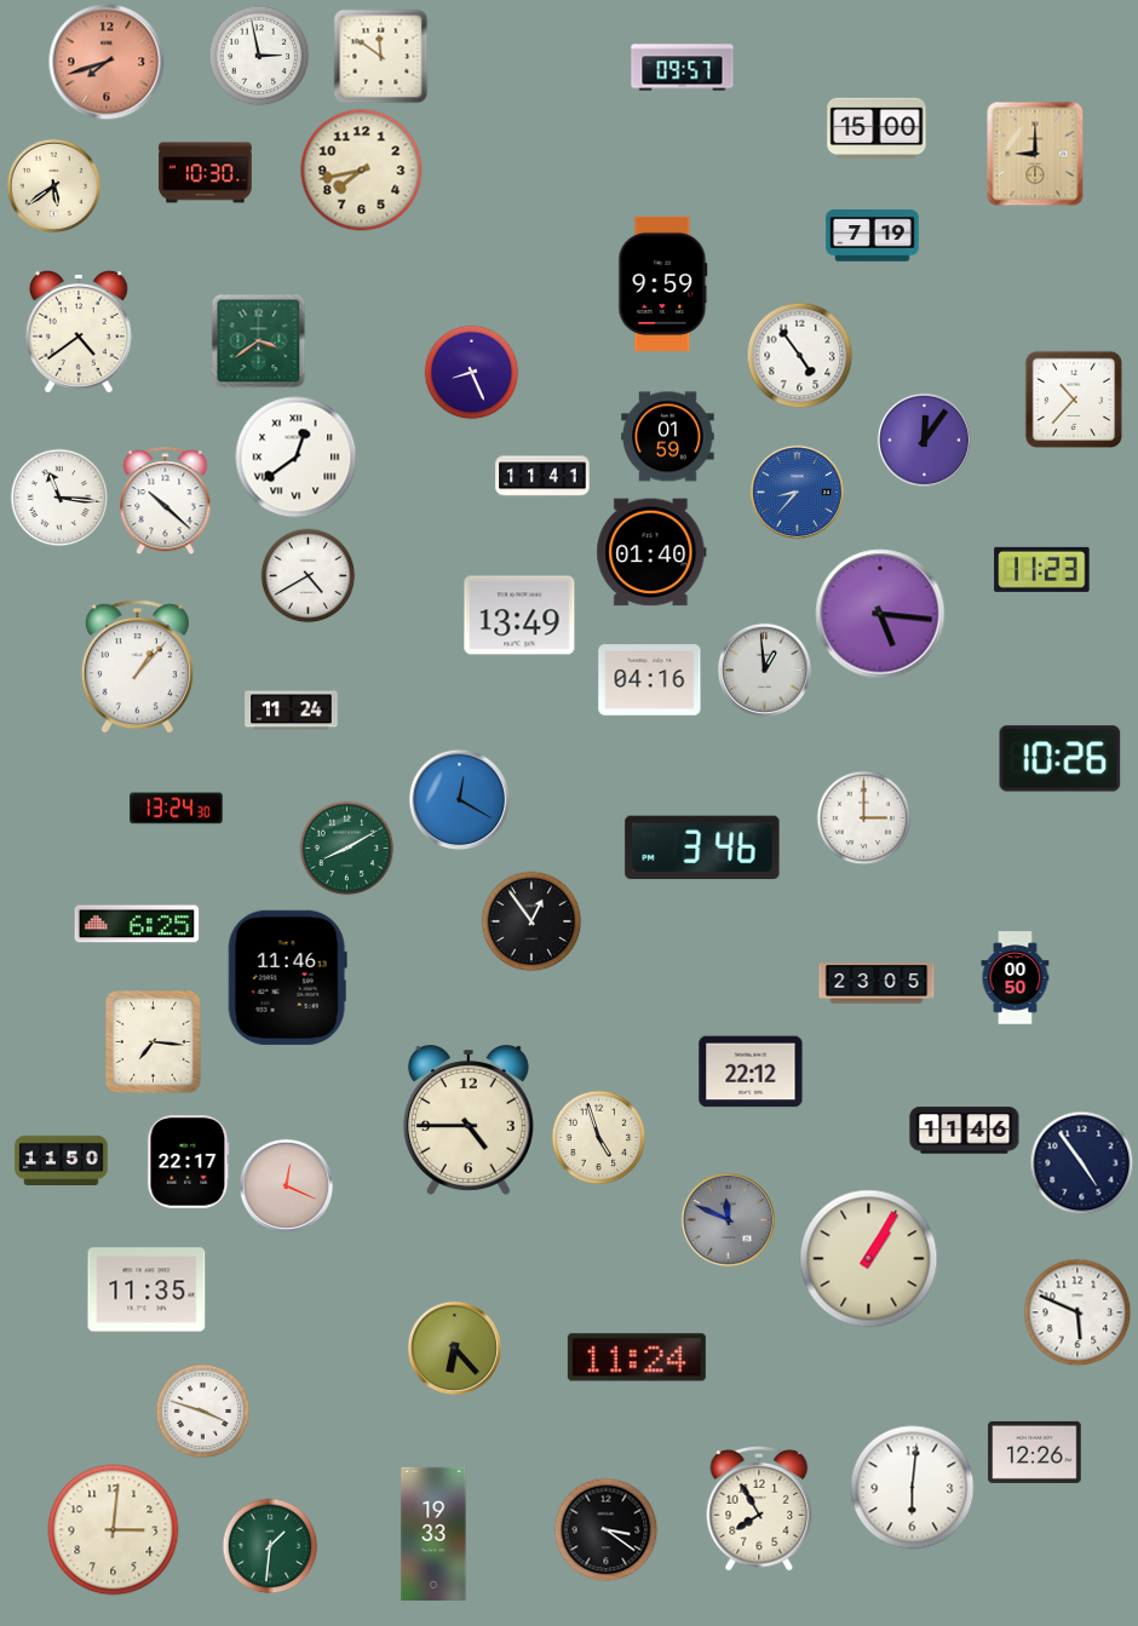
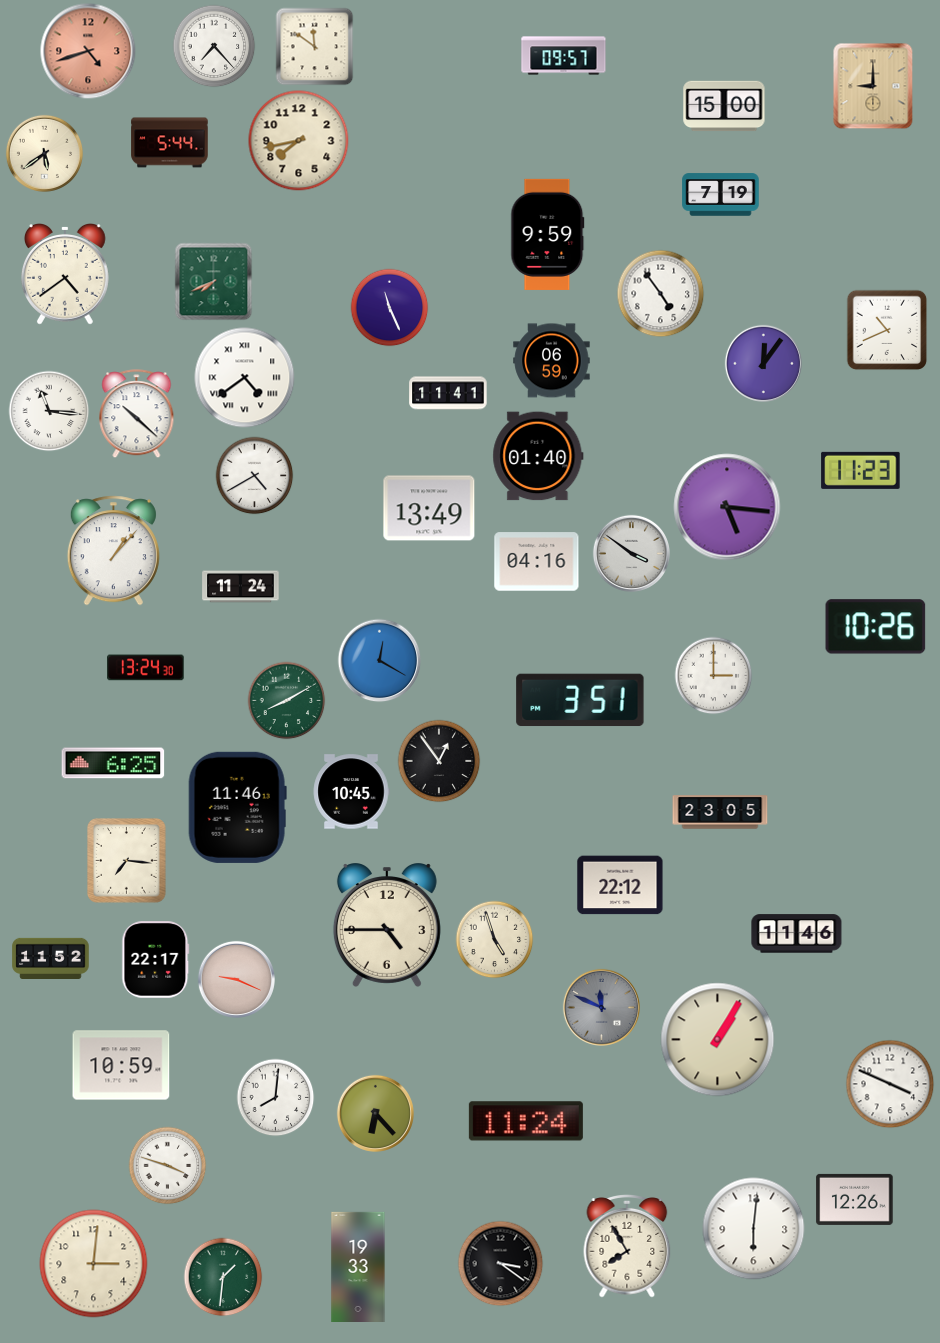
clock at (259, 56): 2:58 -> 7:23
clock at (107, 62): 7:42 -> 4:42
clock at (1035, 154) position: (1035, 154) -> (873, 86)
clock at (206, 173): 10:30 -> 5:44
clock at (258, 340): 3:39 -> 7:41
clock at (471, 372): 8:26 -> 11:26
clock at (1074, 400): 10:37 -> 10:41
clock at (668, 437): 01:59 -> 06:59
clock at (297, 458): 12:39 -> 4:39
clock at (797, 492): 8:37 -> none
clock at (764, 670): 12:59 -> 3:51
clock at (702, 848): 3:46 -> 3:51
clock at (351, 792): none -> 10:45
clock at (1016, 978): 00:50 -> none
clock at (877, 983) position: (877, 983) -> (720, 812)
clock at (62, 1160): 11:50 -> 11:52
clock at (1081, 1162): 4:54 -> none
clock at (286, 1185): 12:19 -> 9:19
clock at (146, 1289): 11:35 -> 10:59
clock at (1077, 1312): 5:49 -> 3:49
clock at (275, 1097): none -> 8:01
